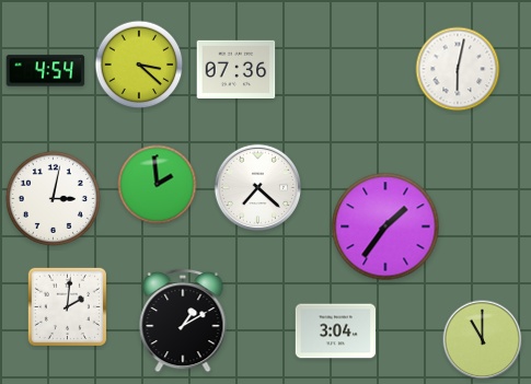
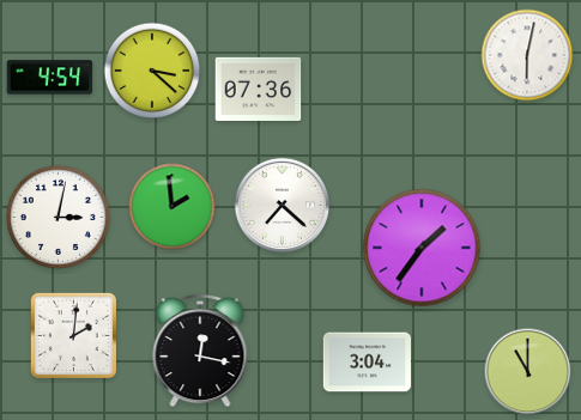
clock at (236, 69) position: (236, 69) -> (259, 89)
clock at (458, 69) position: (458, 69) -> (527, 55)
clock at (158, 185) position: (158, 185) -> (173, 207)
clock at (183, 321): 1:10 -> 12:17
